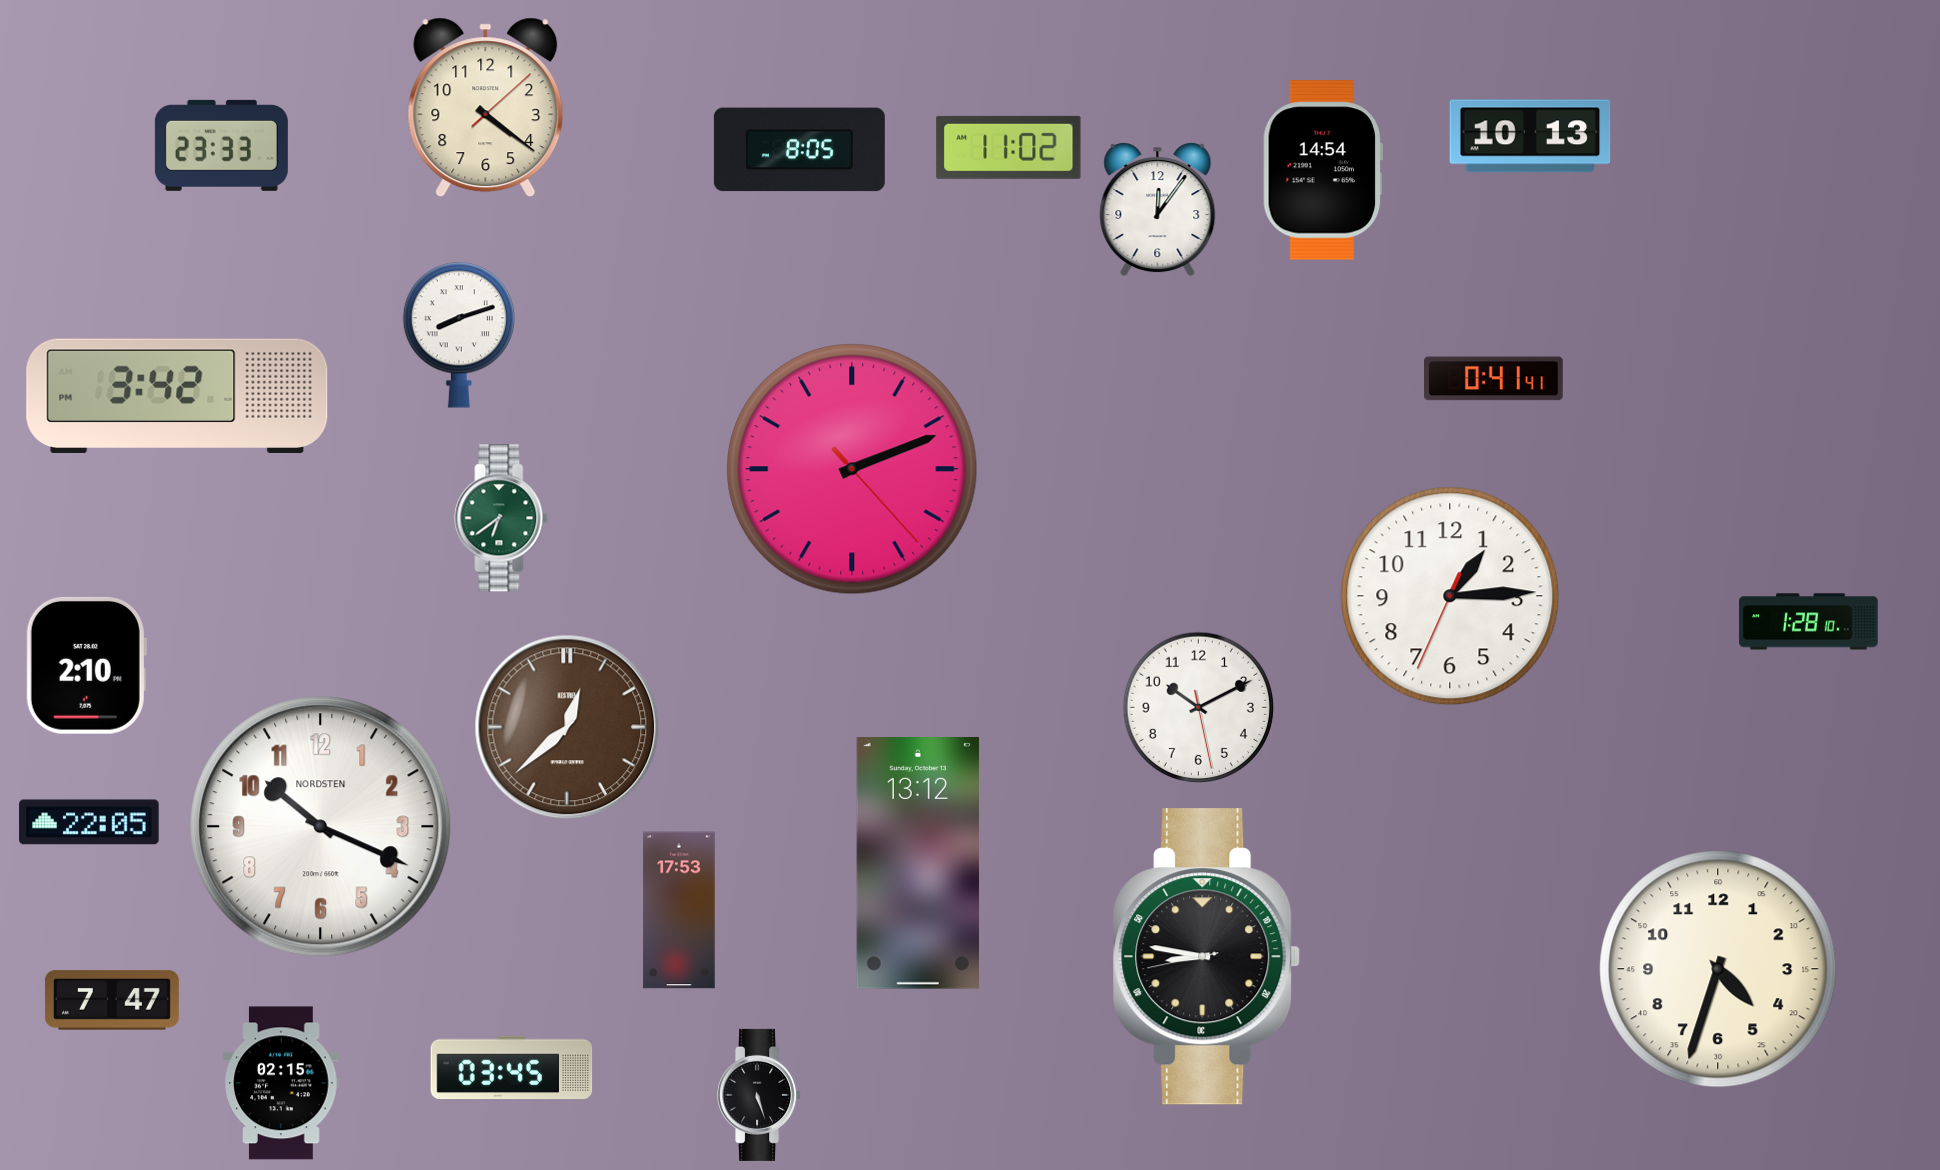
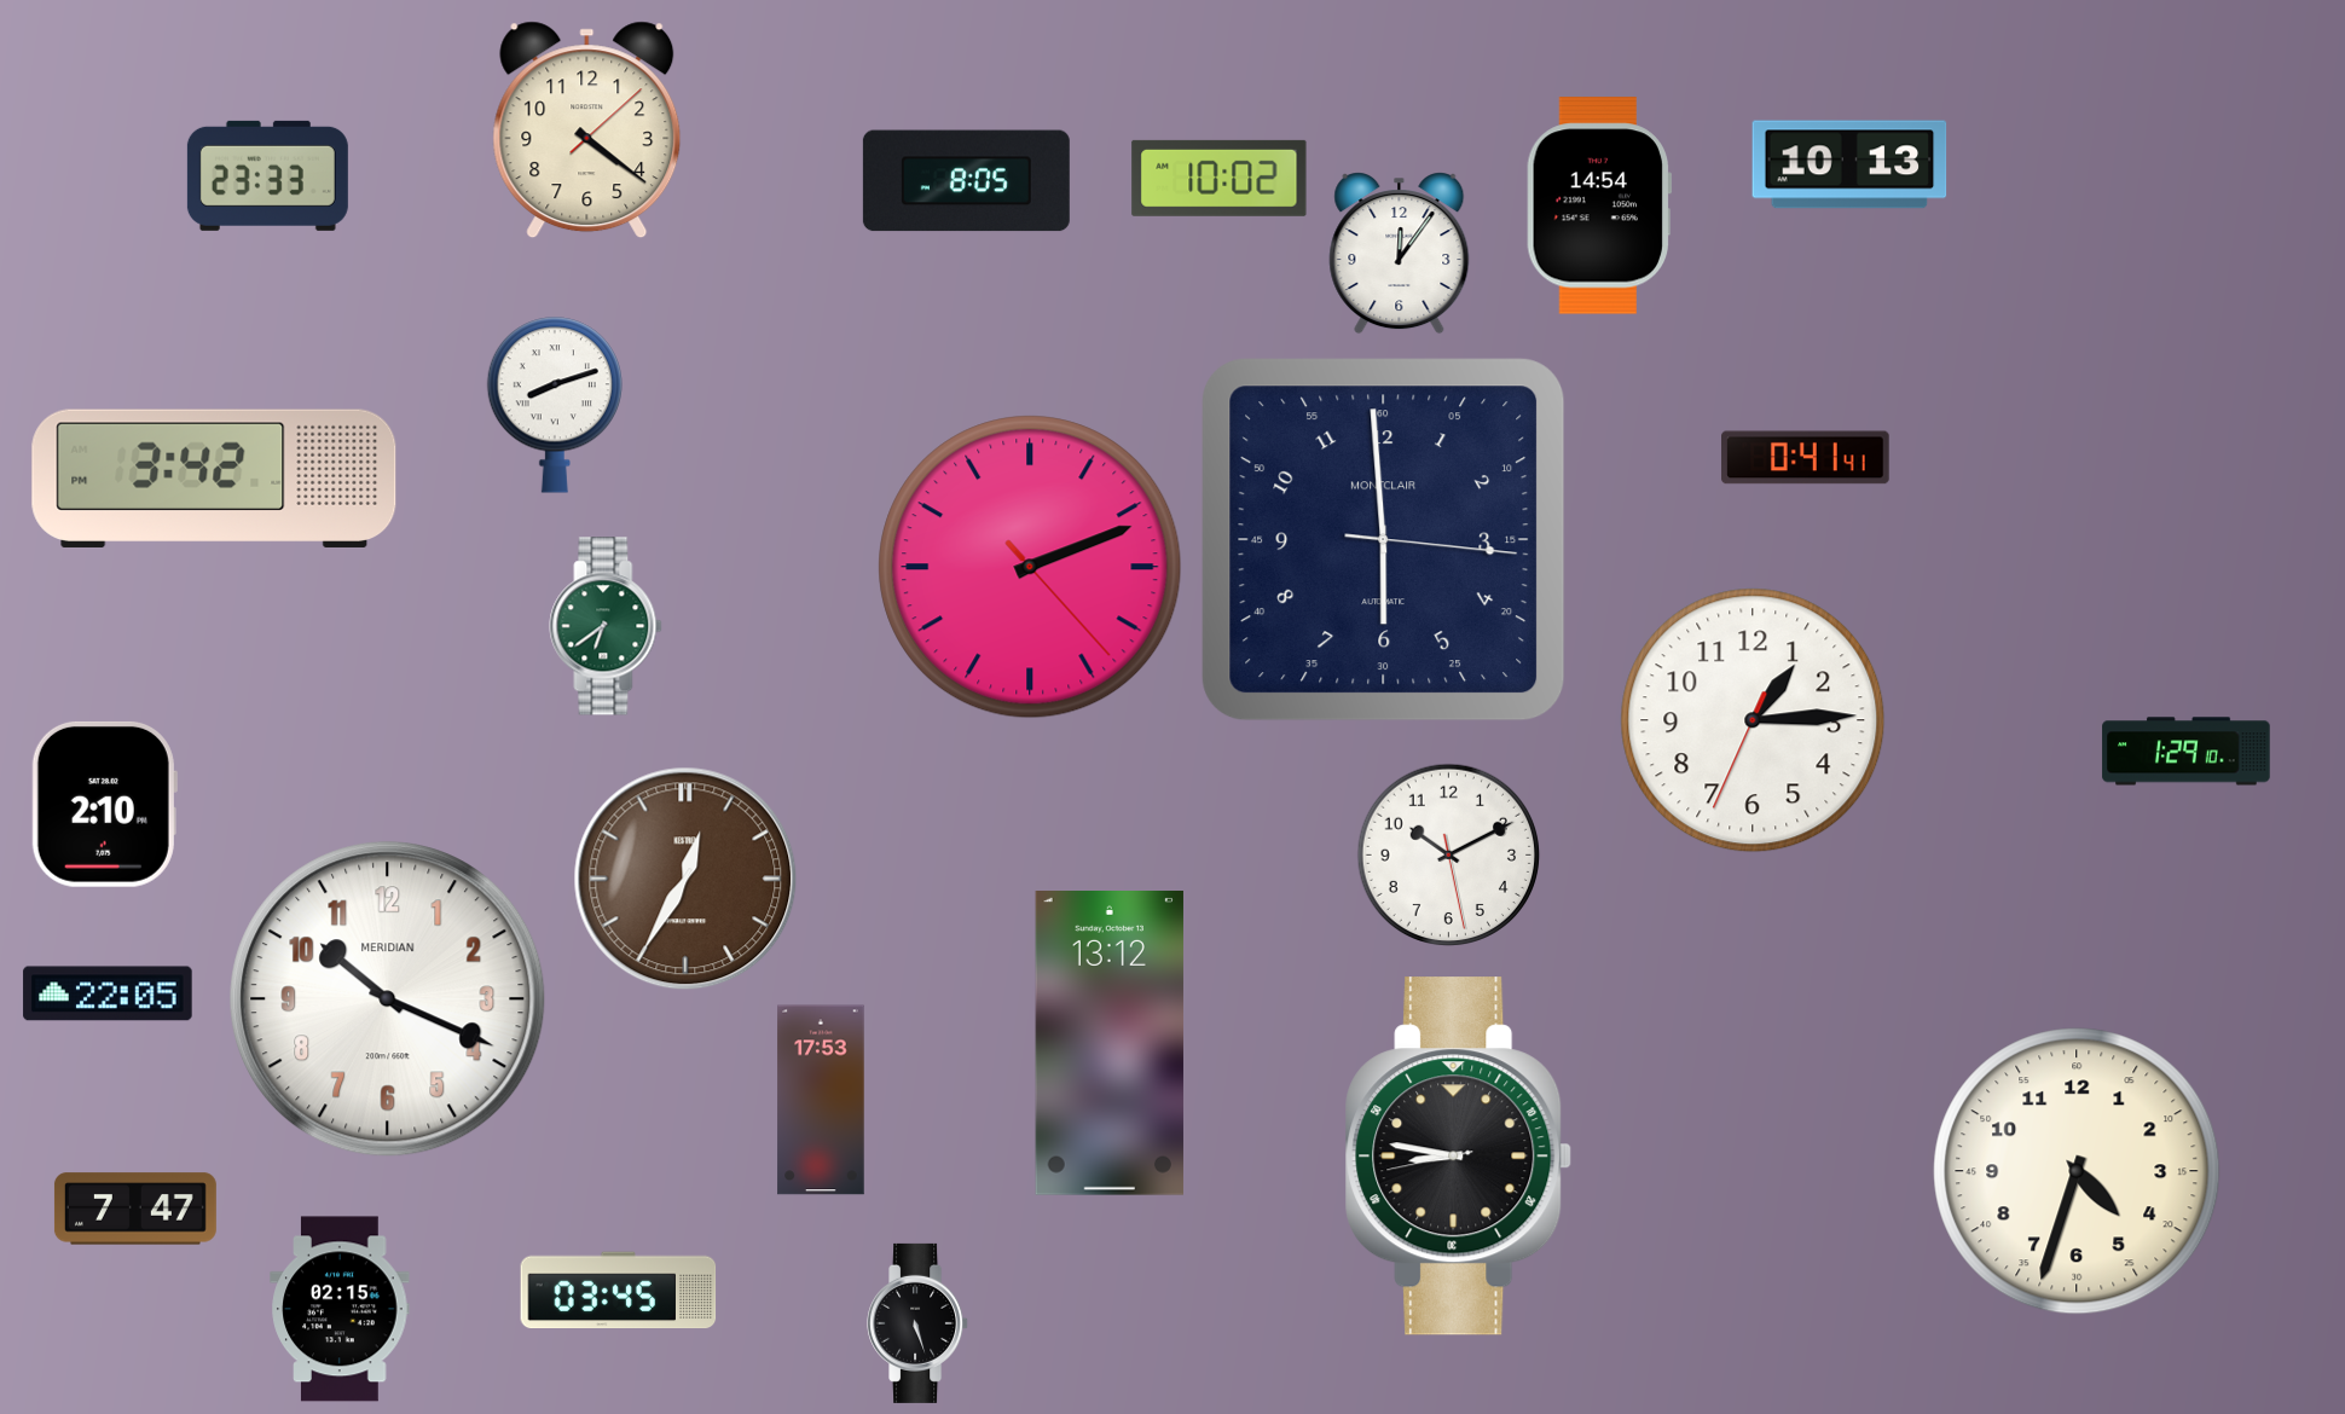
clock at (1009, 147): 11:02 -> 10:02
clock at (1384, 540): none -> 5:59
clock at (1809, 622): 1:28 -> 1:29
clock at (567, 727): 12:38 -> 12:35
clock at (321, 827) brand: NORDSTEN -> MERIDIAN
